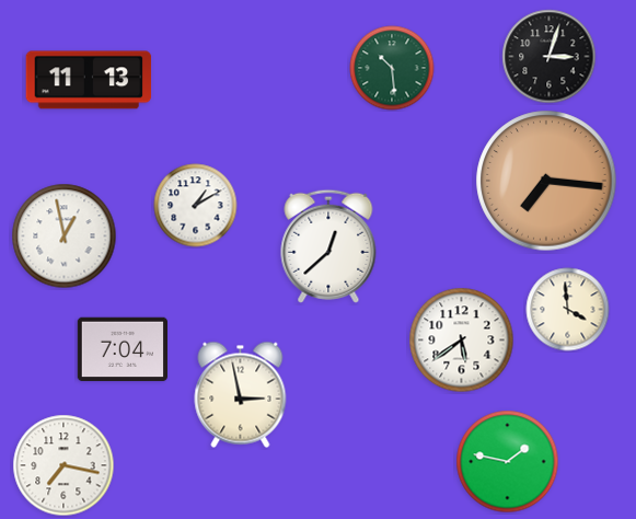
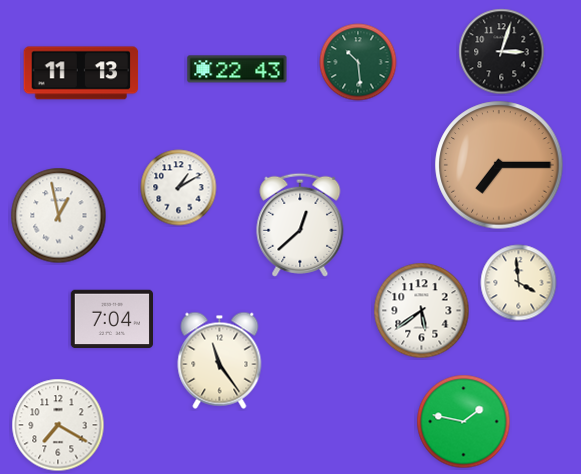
clock at (237, 69): none -> 22:43
clock at (546, 181): 7:16 -> 7:15
clock at (241, 394): 2:58 -> 11:24
clock at (63, 465): 7:17 -> 7:20
